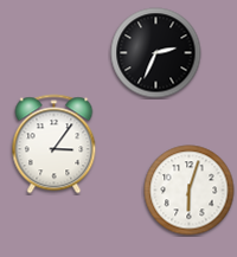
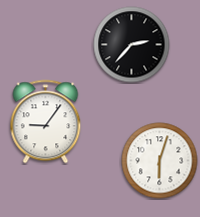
clock at (156, 53): 2:34 -> 2:37
clock at (55, 144): 3:06 -> 9:06
